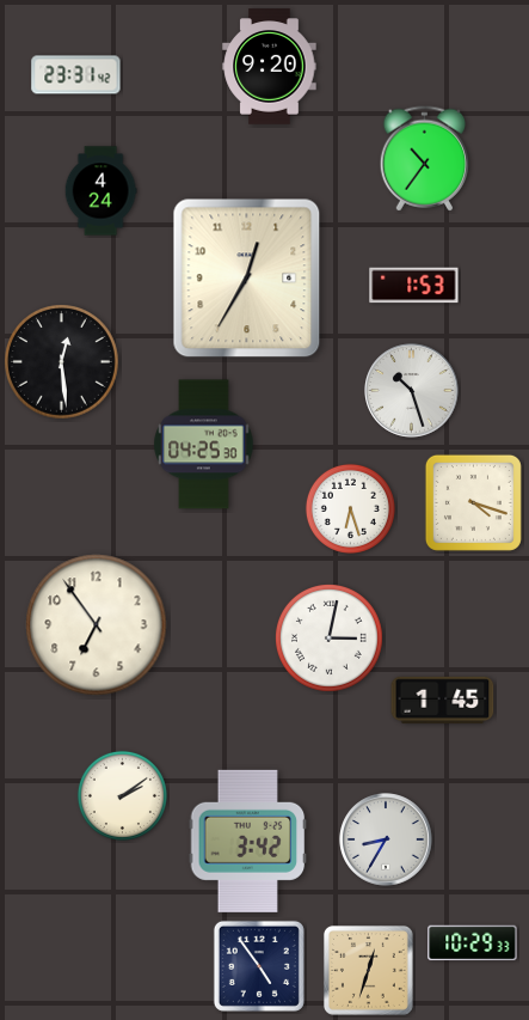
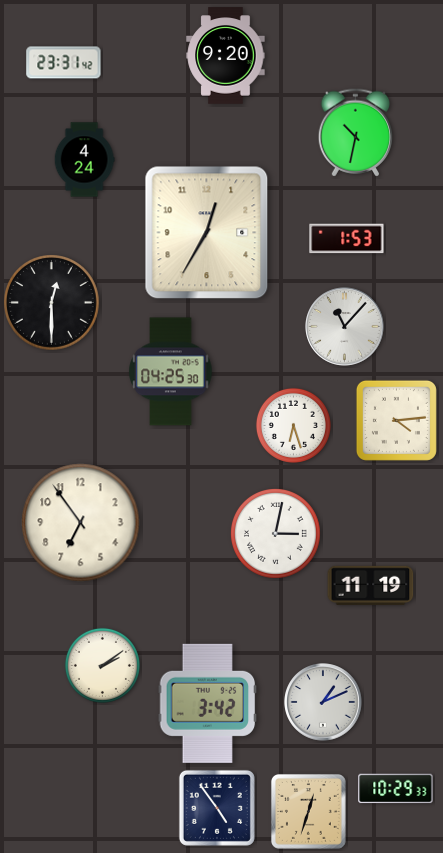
clock at (424, 159): 10:36 -> 10:32
clock at (62, 362): 12:29 -> 12:30
clock at (412, 391): 10:27 -> 11:07
clock at (473, 502): 4:18 -> 4:14
clock at (443, 700): 1:45 -> 11:19
clock at (386, 839): 8:35 -> 1:11
